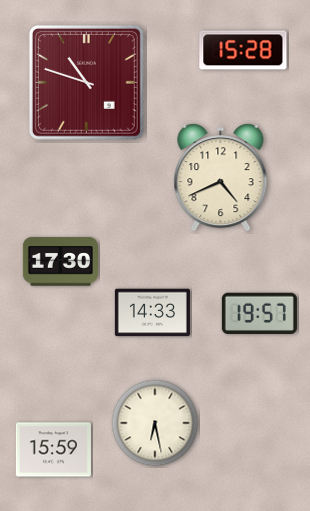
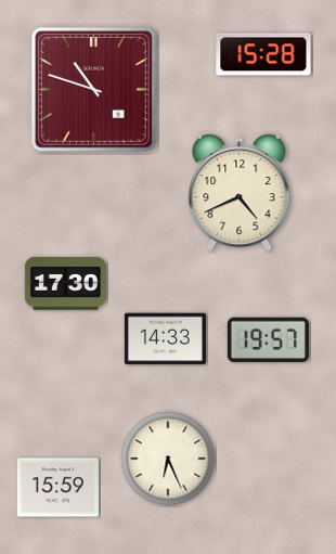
clock at (259, 313) position: (259, 313) -> (268, 339)
clock at (155, 423): 6:28 -> 6:26
